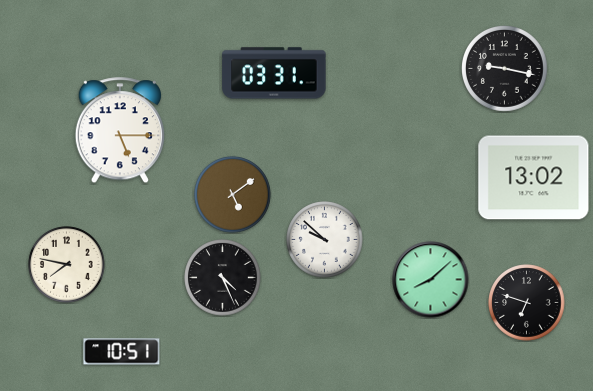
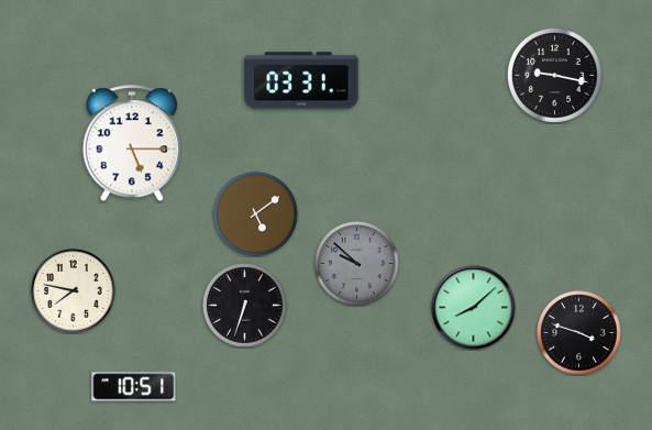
clock at (534, 178): 13:02 -> none
clock at (325, 240) dial: white -> grey
clock at (223, 278): 4:26 -> 6:33
clock at (527, 303): 6:48 -> 3:48
